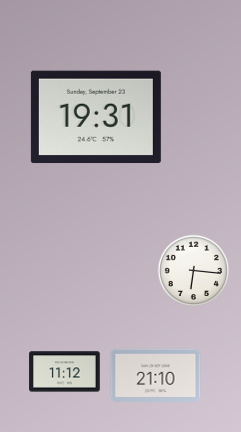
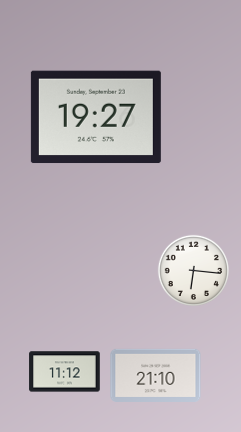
clock at (96, 117): 19:31 -> 19:27
